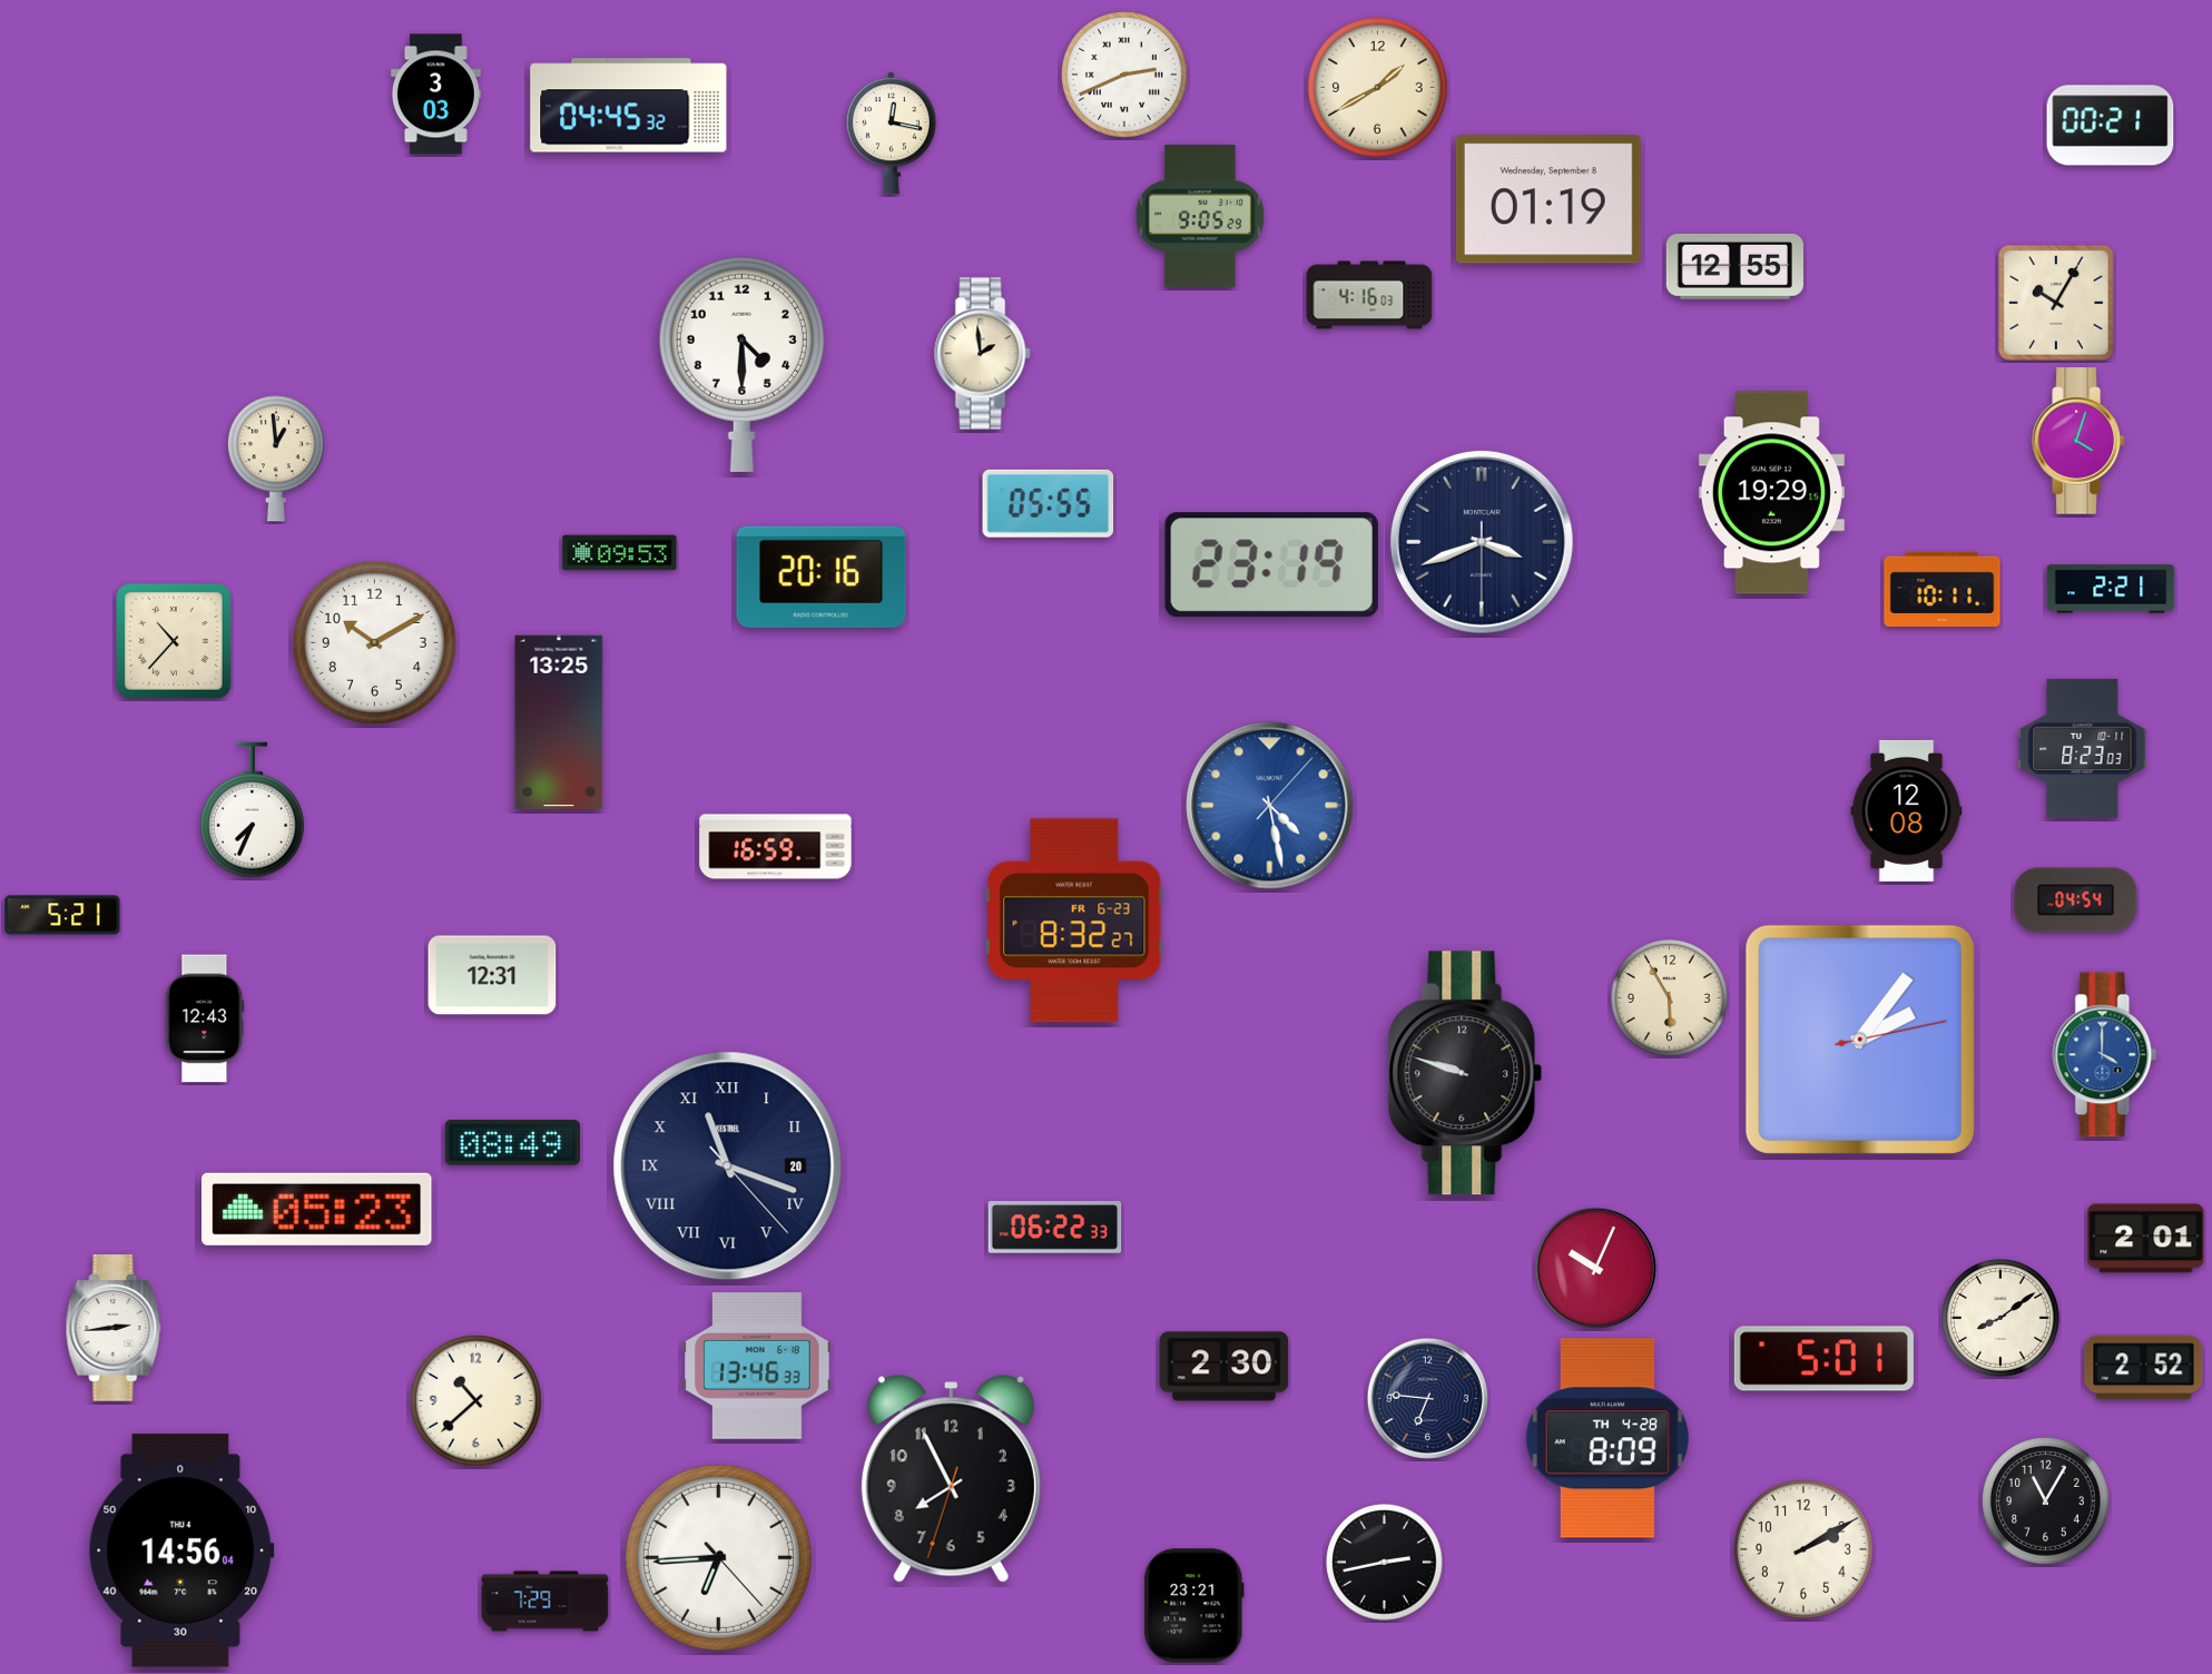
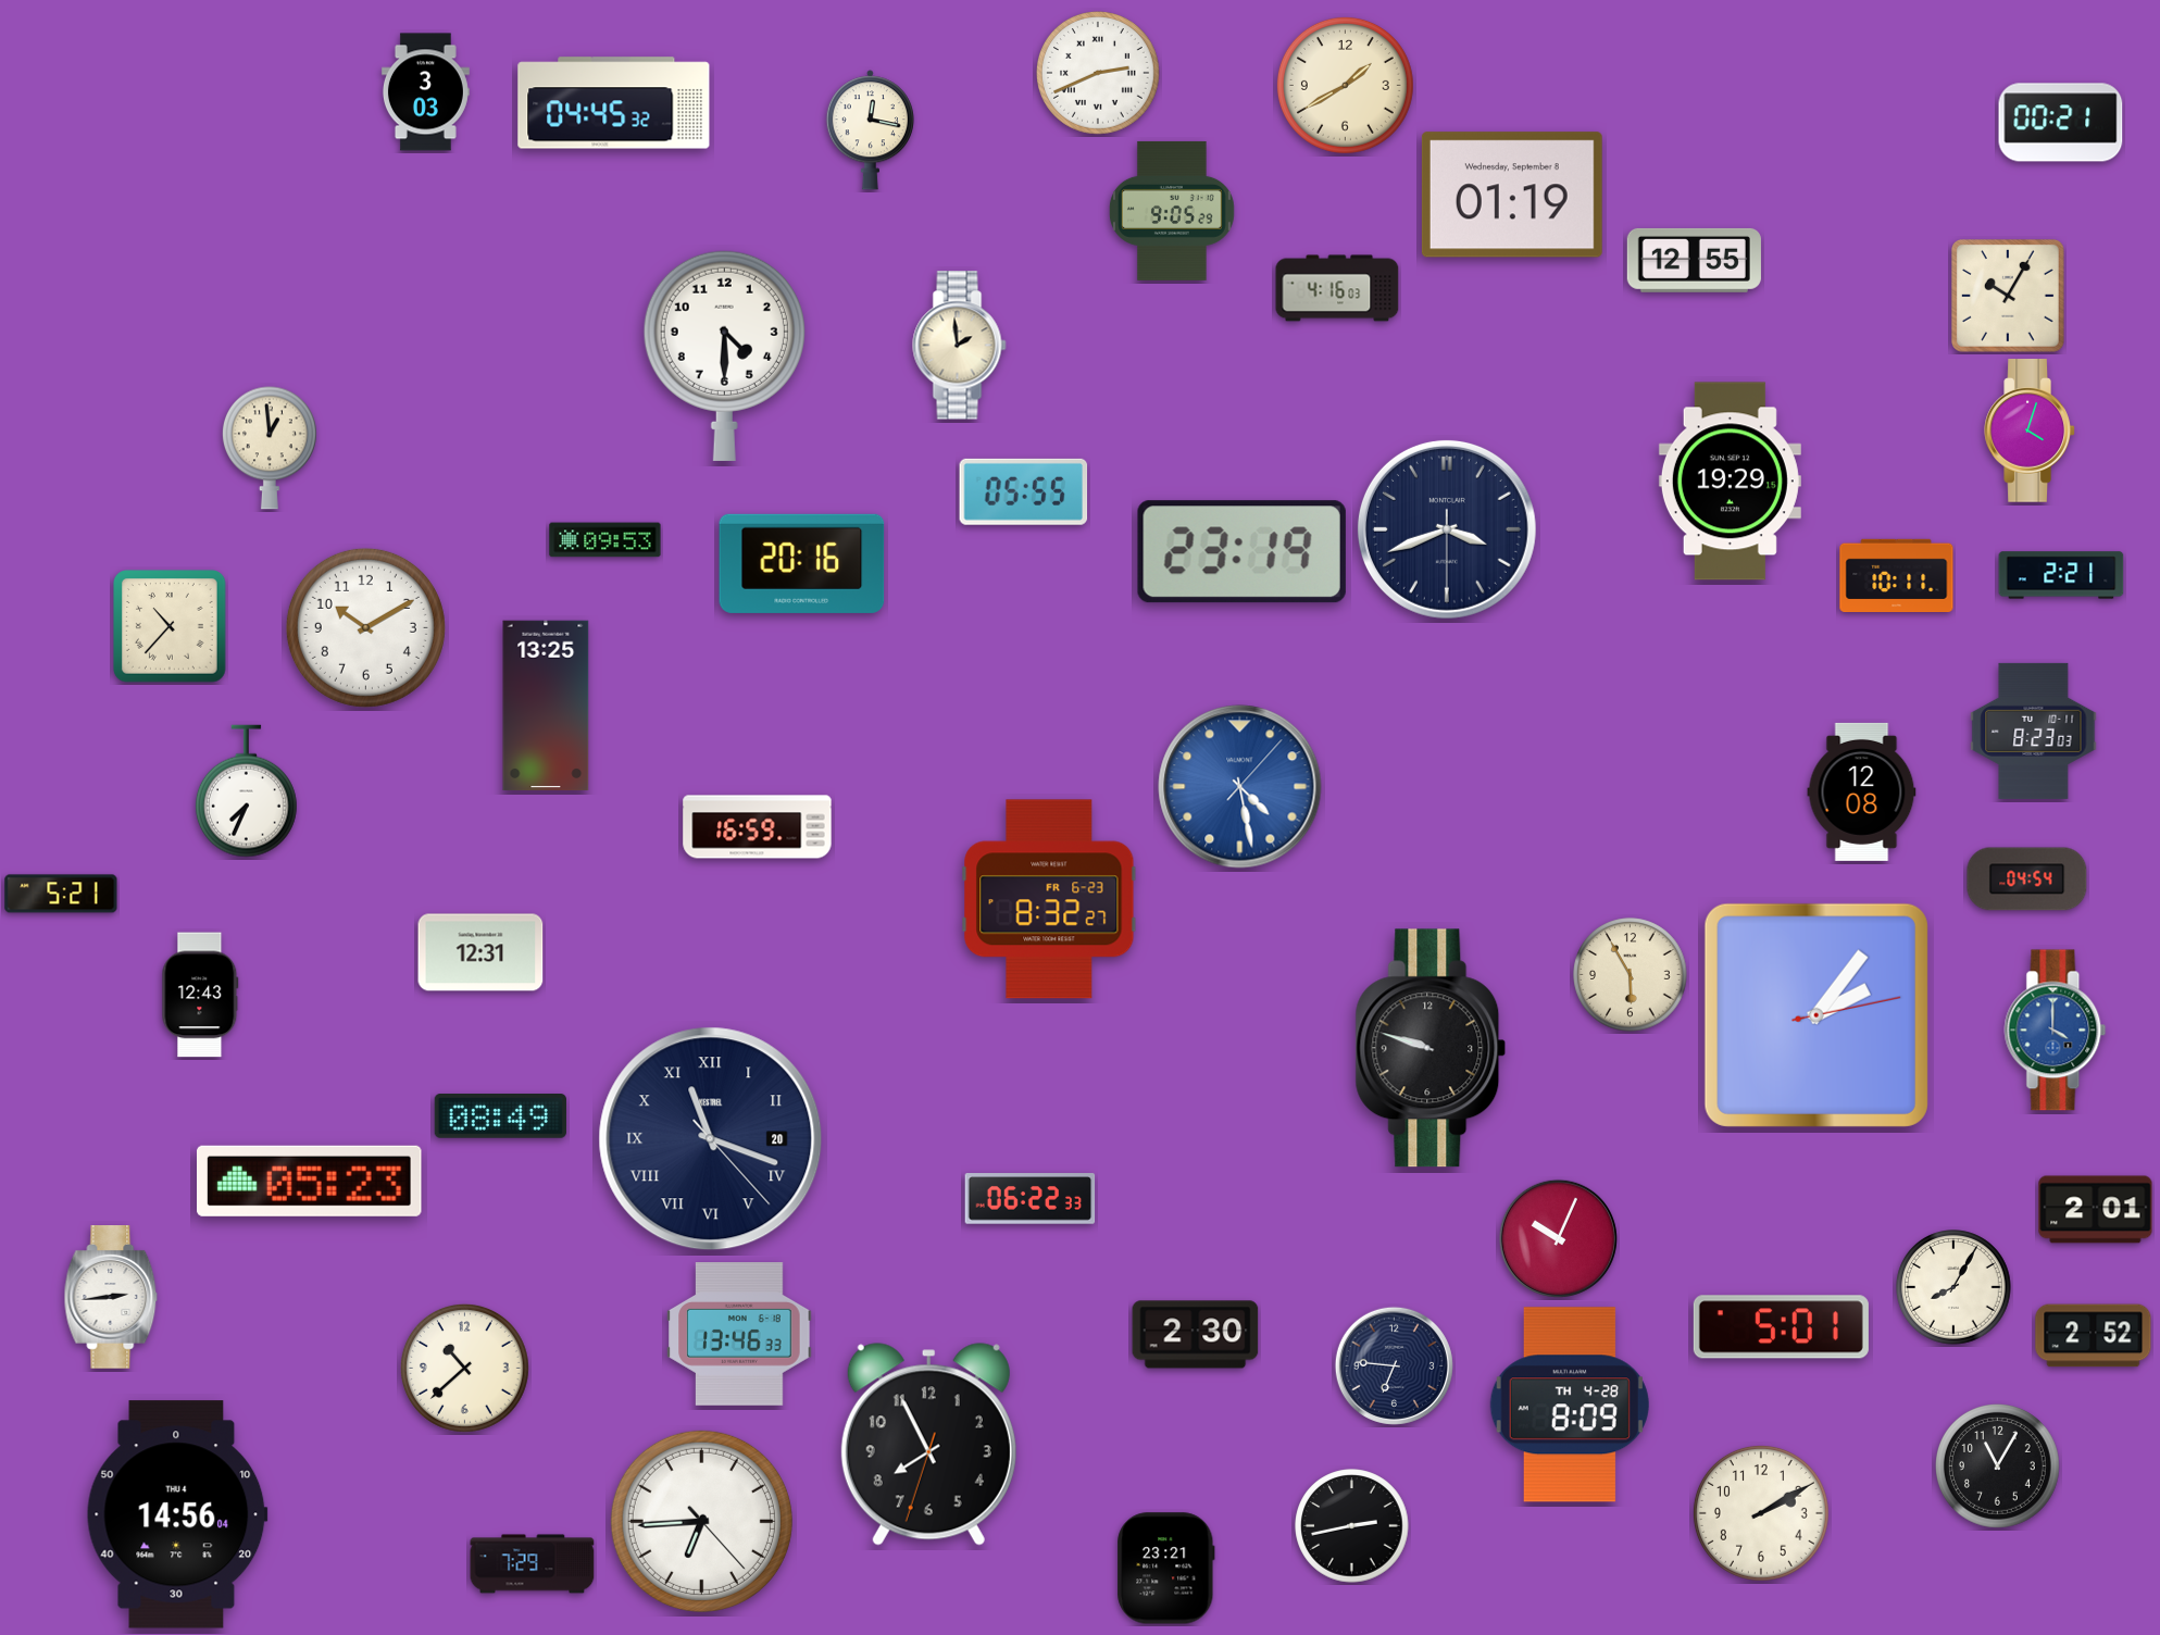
clock at (2000, 1318): 8:09 -> 8:05
